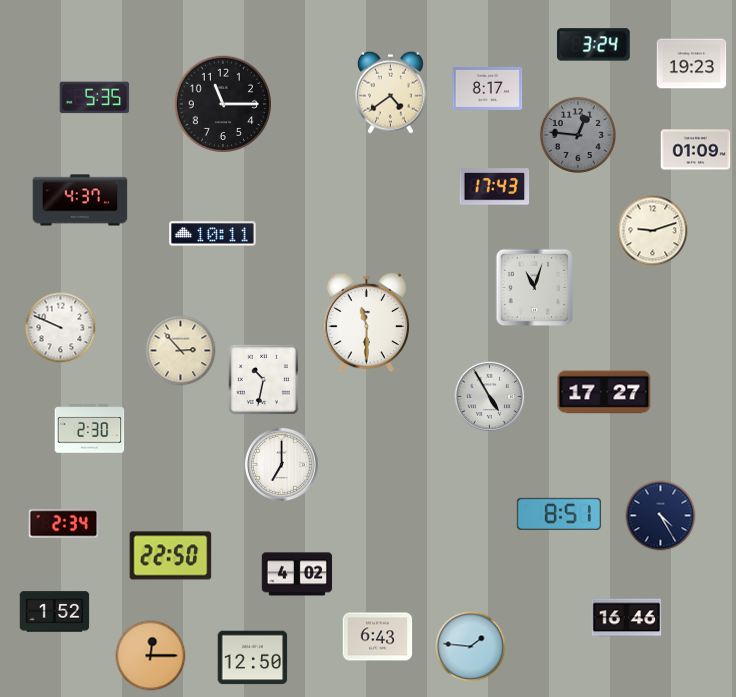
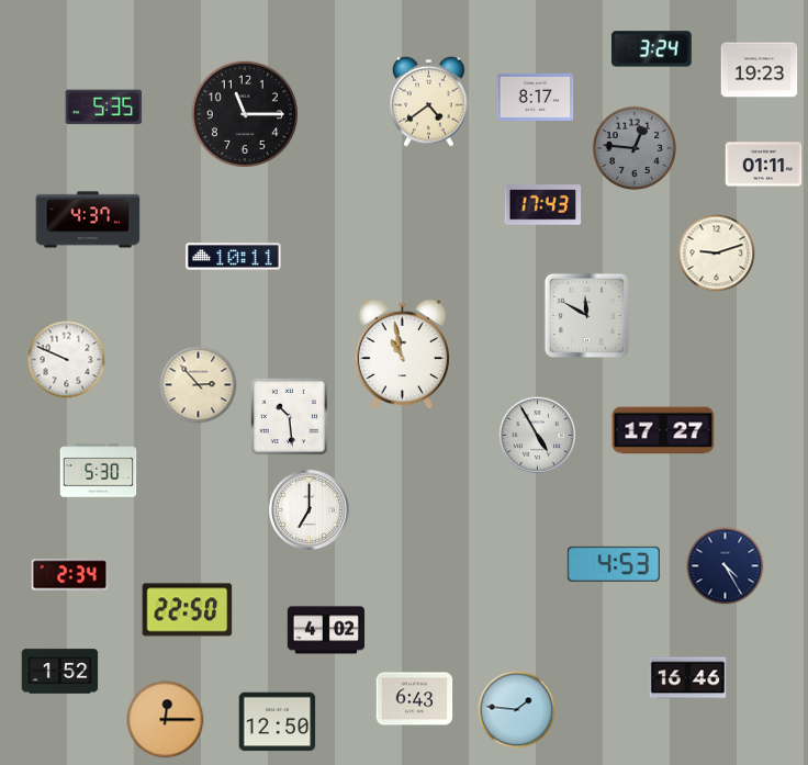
clock at (696, 150): 01:09 -> 01:11
clock at (535, 288): 11:03 -> 11:50
clock at (367, 323): 11:30 -> 10:58
clock at (263, 379): 10:32 -> 10:29
clock at (90, 429): 2:30 -> 5:30
clock at (559, 514): 8:51 -> 4:53
